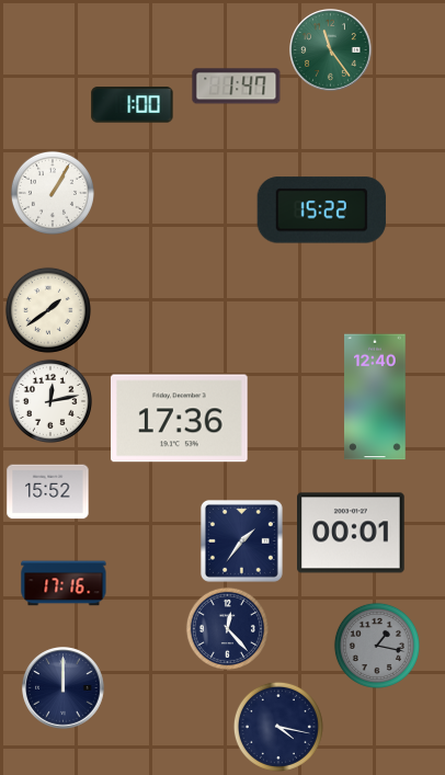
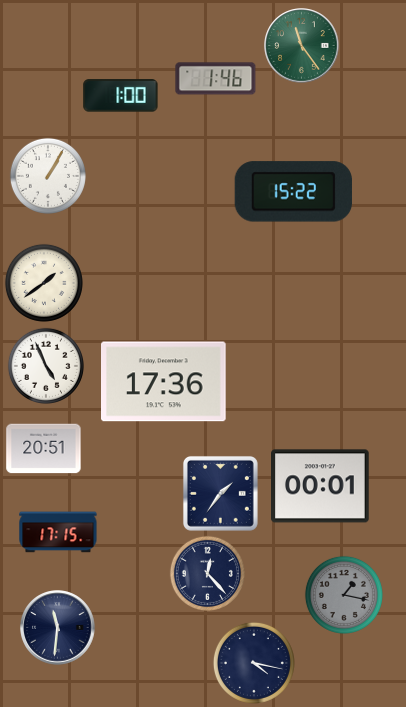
clock at (237, 87): 1:47 -> 1:46
clock at (375, 397): 12:40 -> none
clock at (50, 401): 12:13 -> 4:56
clock at (48, 492): 15:52 -> 20:51
clock at (64, 583): 17:16 -> 17:15
clock at (377, 646) position: (377, 646) -> (344, 595)
clock at (64, 688): 12:00 -> 11:31
